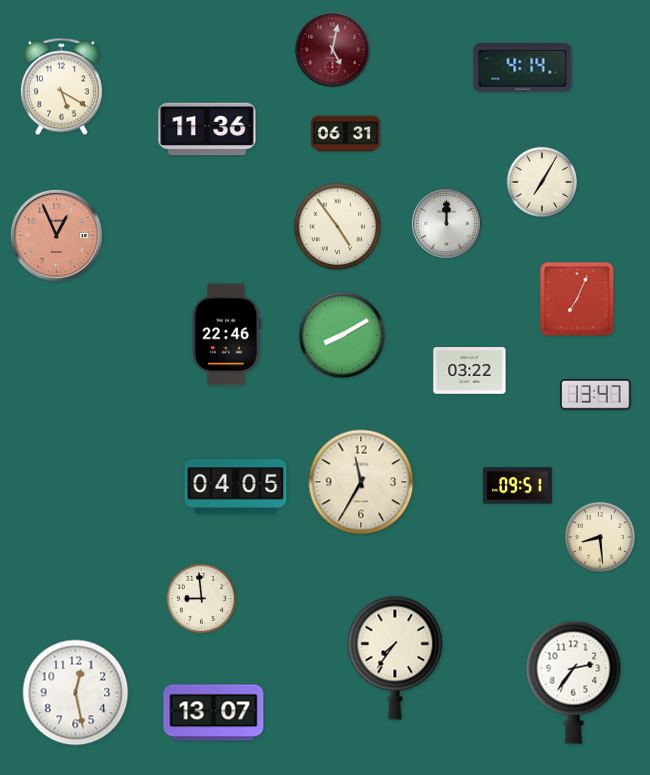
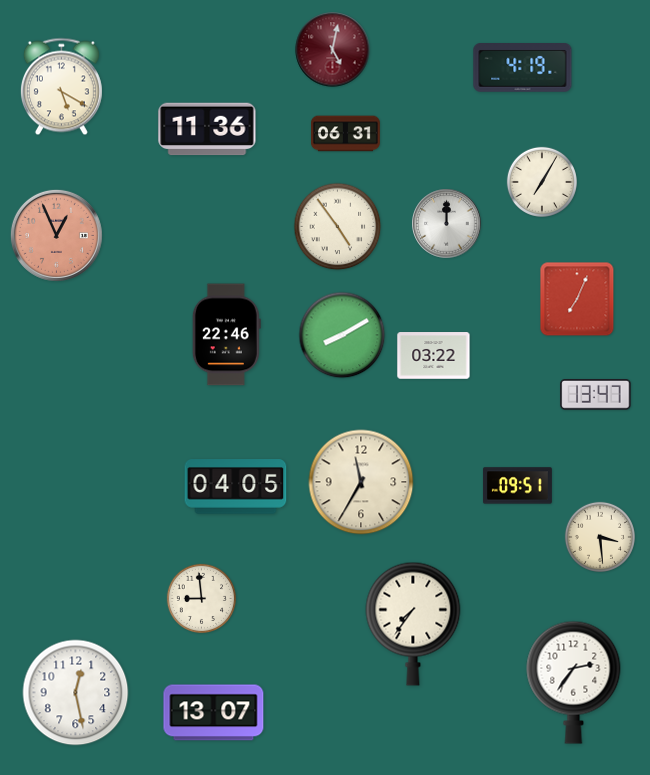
clock at (523, 68): 4:14 -> 4:19
clock at (470, 371) position: (470, 371) -> (434, 356)
clock at (600, 537): 8:29 -> 3:29
clock at (395, 658) position: (395, 658) -> (413, 624)
